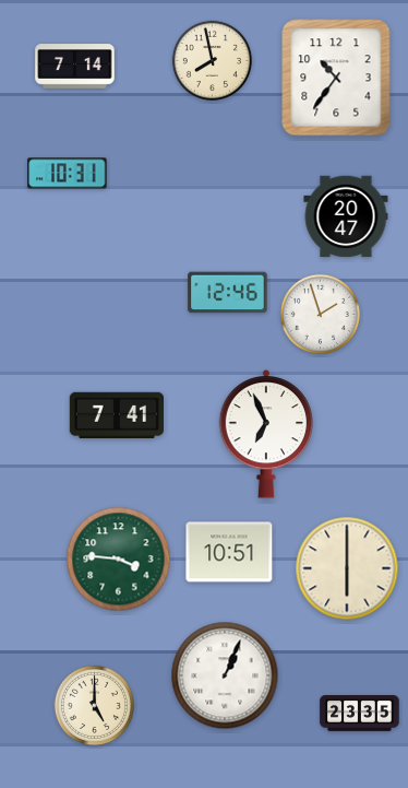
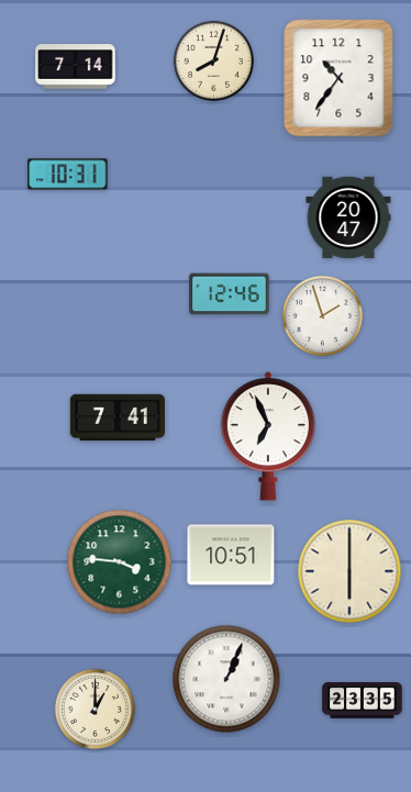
clock at (212, 60): 7:58 -> 8:03
clock at (94, 705): 5:00 -> 1:00
clock at (360, 714) position: (360, 714) -> (363, 701)
